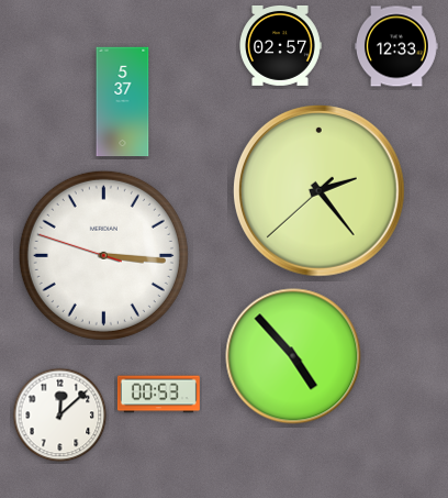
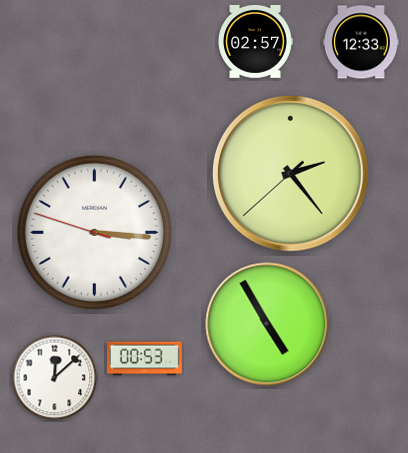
clock at (123, 102): 5:37 -> none
clock at (293, 356): 4:53 -> 4:55
